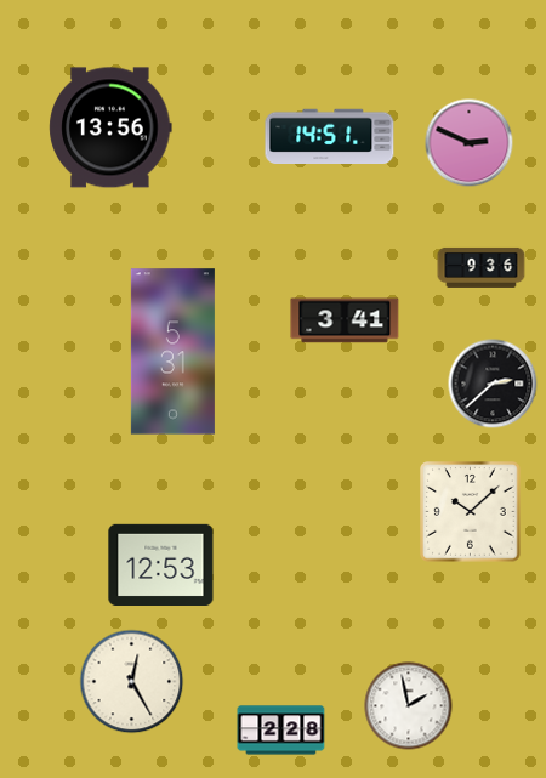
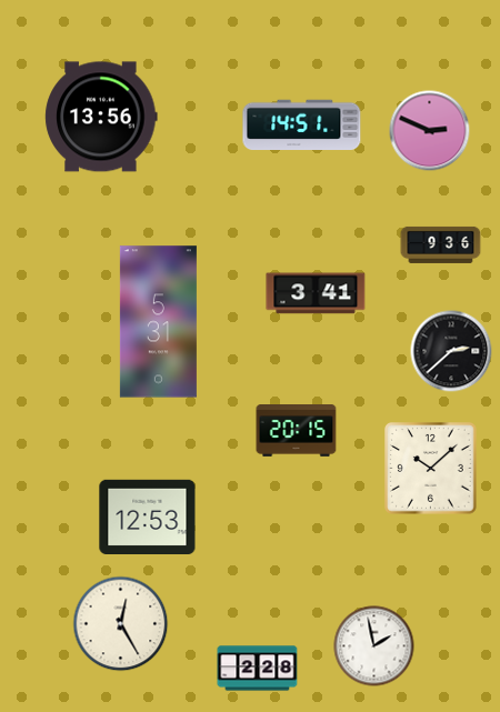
clock at (297, 431): none -> 20:15
